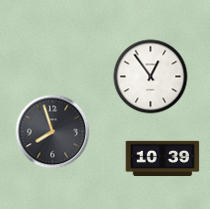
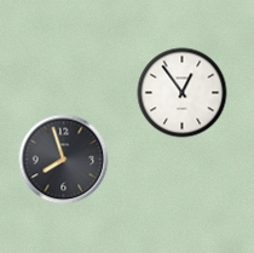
clock at (163, 159): 10:39 -> none
